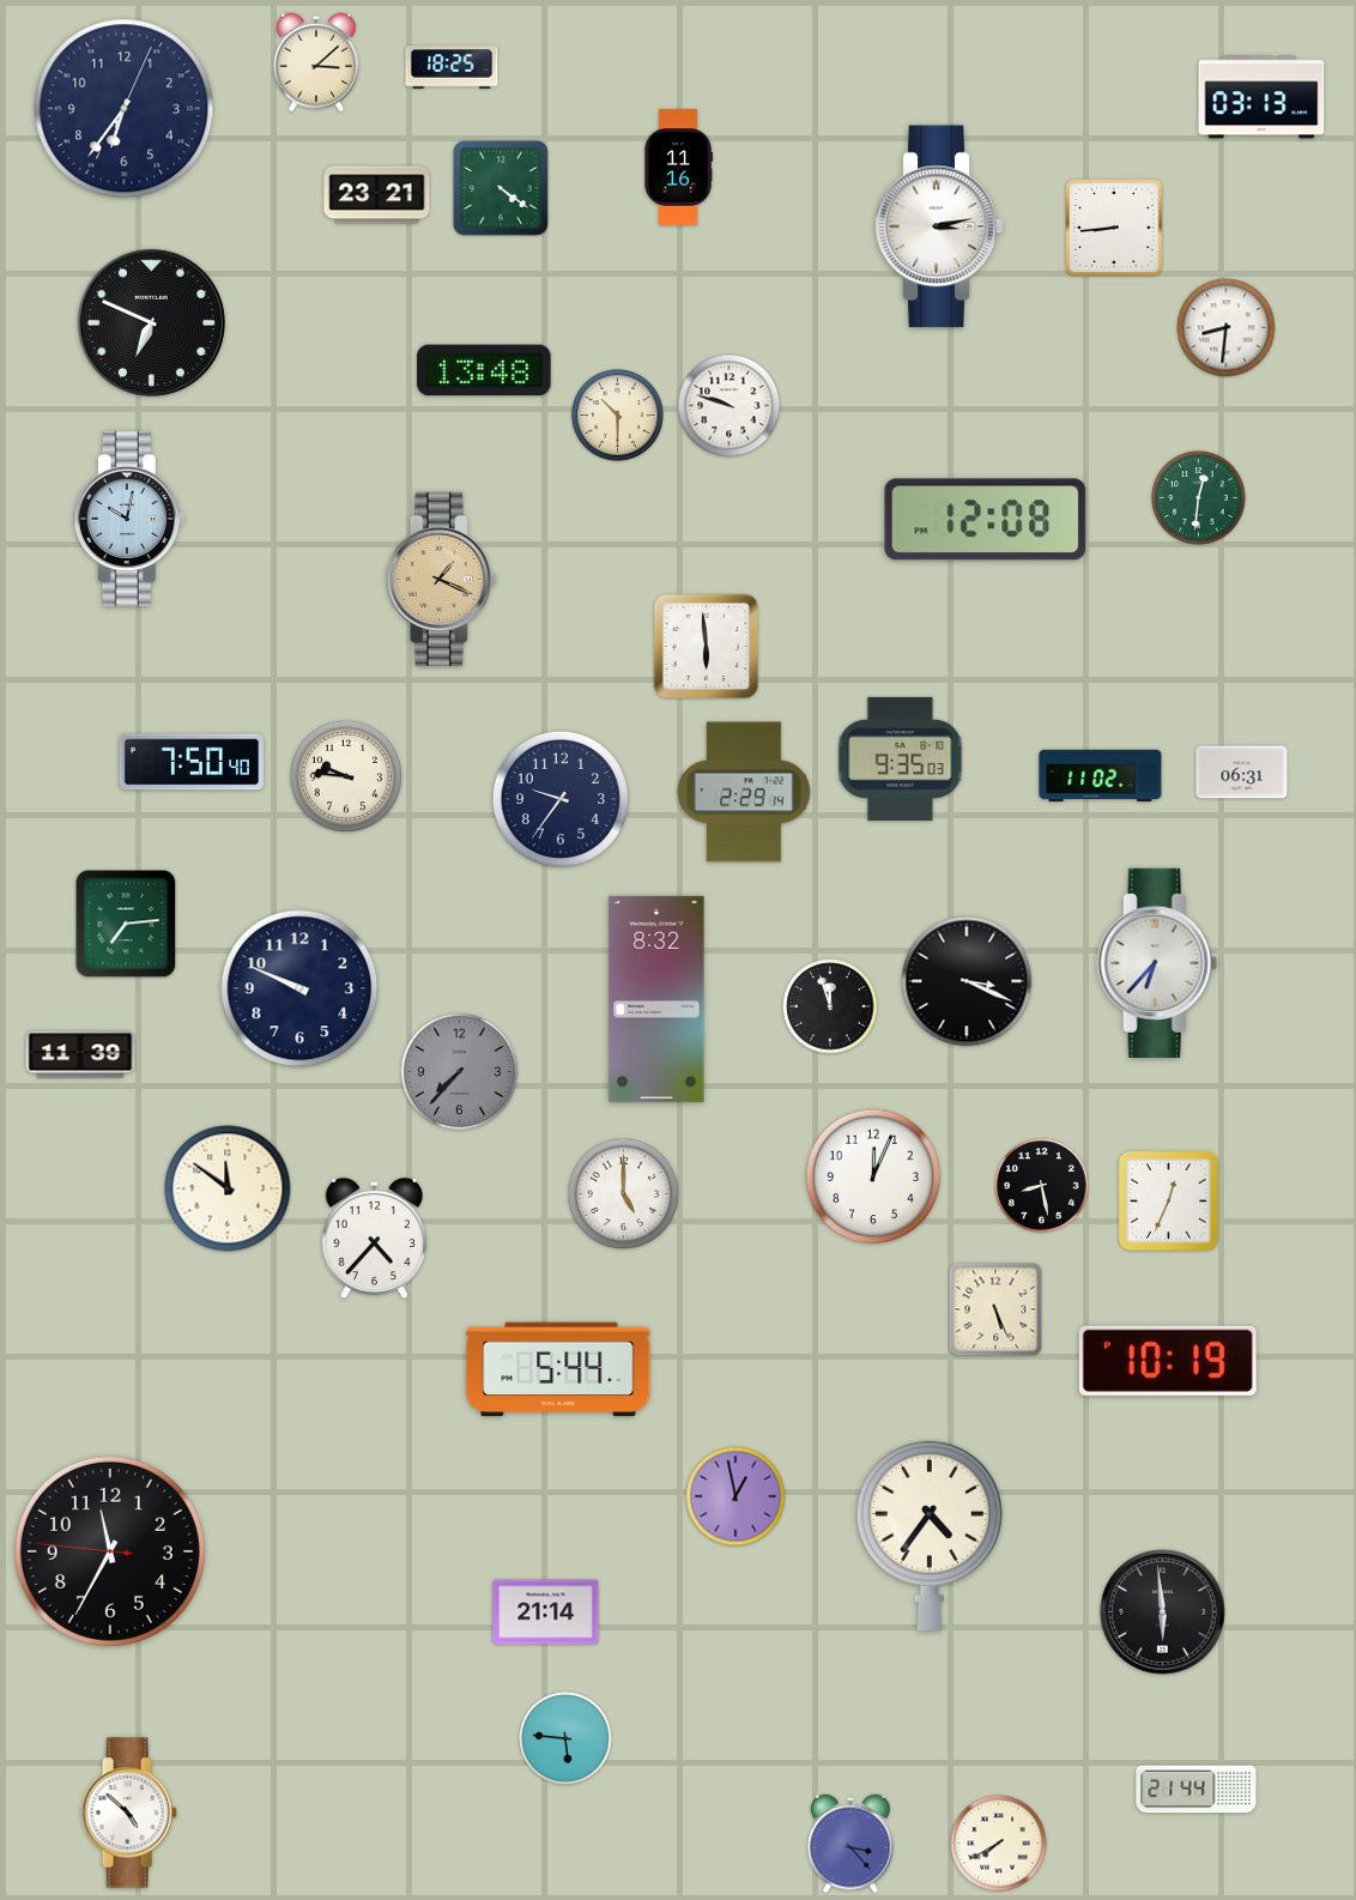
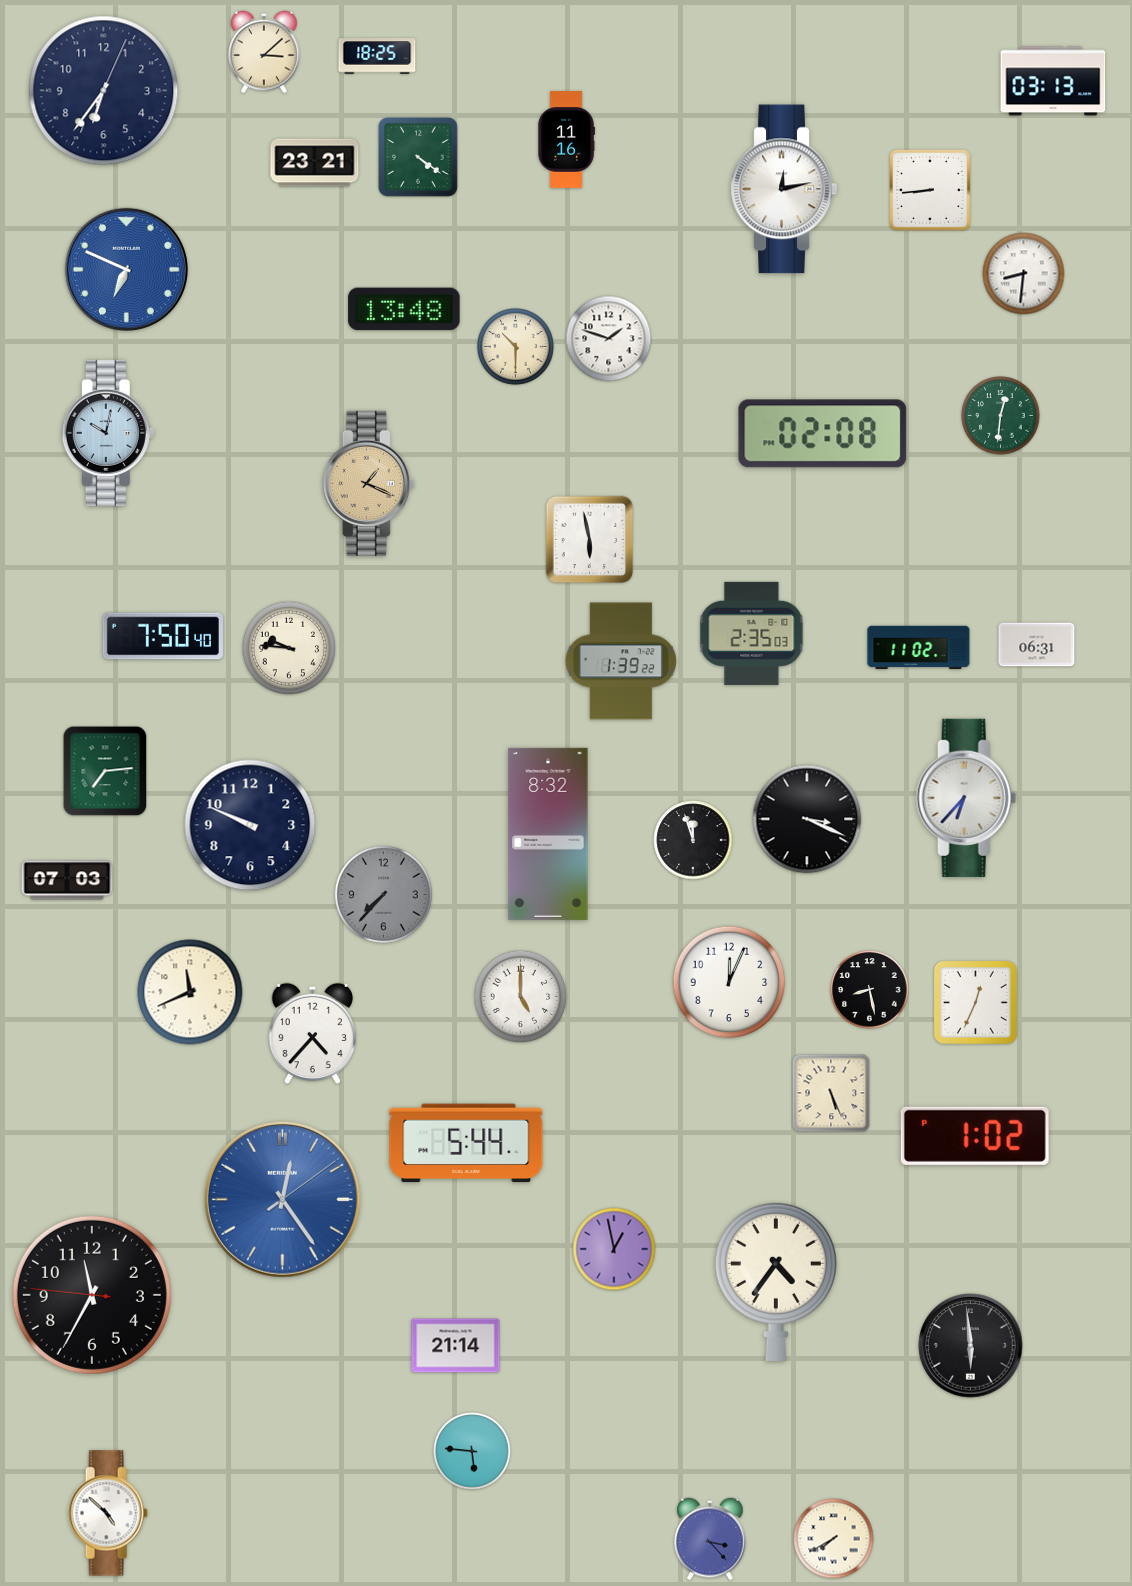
clock at (939, 226): 3:13 -> 12:13
clock at (151, 322) dial: black -> blue
clock at (730, 406): 9:48 -> 1:48
clock at (986, 520): 12:08 -> 02:08
clock at (707, 647): 5:59 -> 5:58
clock at (901, 758): 9:35 -> 2:35
clock at (192, 762) position: (192, 762) -> (163, 636)
clock at (744, 792): 2:29 -> 1:39
clock at (561, 799): 9:36 -> none
clock at (1157, 963) position: (1157, 963) -> (966, 798)
clock at (80, 1054): 11:39 -> 07:03
clock at (228, 1188): 11:51 -> 11:41
clock at (1168, 1361): 10:19 -> 1:02
clock at (282, 1199): none -> 12:24
clock at (1197, 1790): 21:44 -> none
